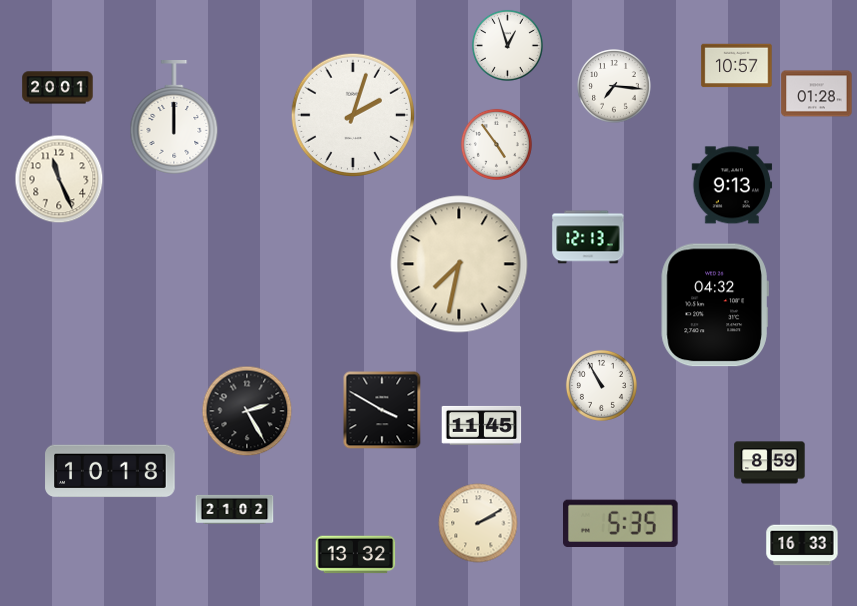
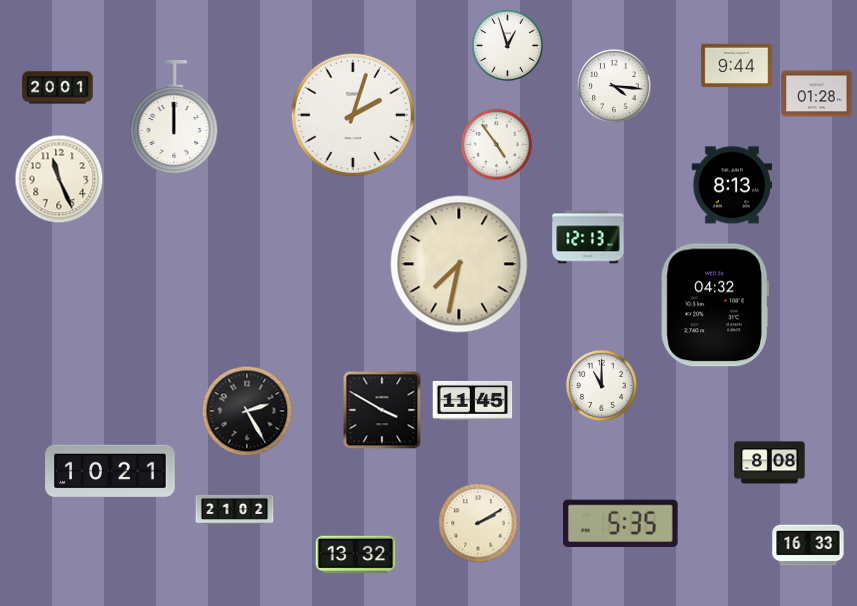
clock at (737, 66): 10:57 -> 9:44
clock at (614, 86): 7:16 -> 4:16
clock at (732, 185): 9:13 -> 8:13
clock at (601, 385): 10:55 -> 11:00
clock at (482, 425) position: (482, 425) -> (473, 400)
clock at (770, 463): 8:59 -> 8:08
clock at (110, 471): 10:18 -> 10:21
clock at (802, 545) position: (802, 545) -> (808, 545)
